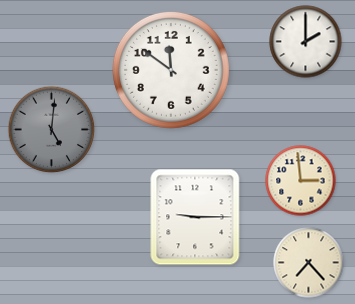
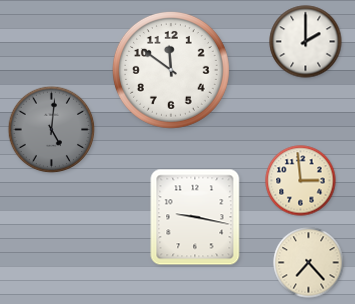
clock at (195, 217): 9:15 -> 9:17
